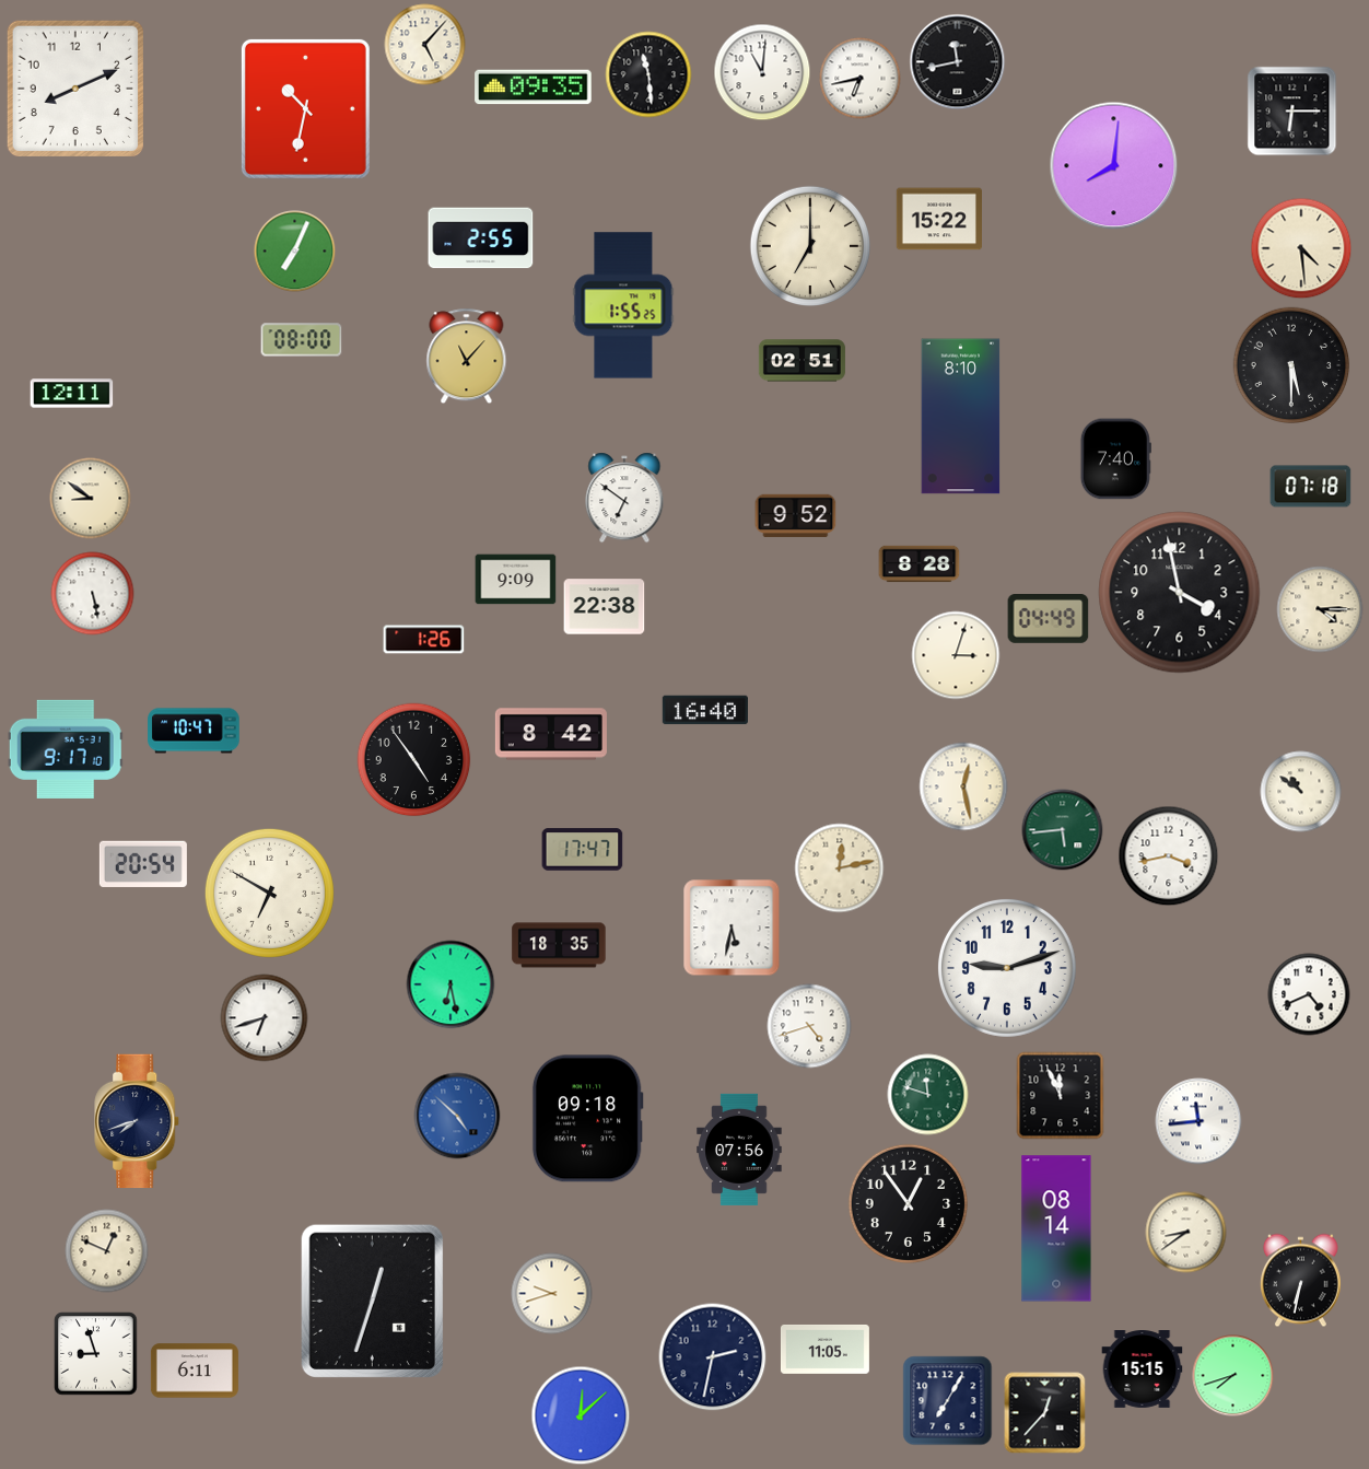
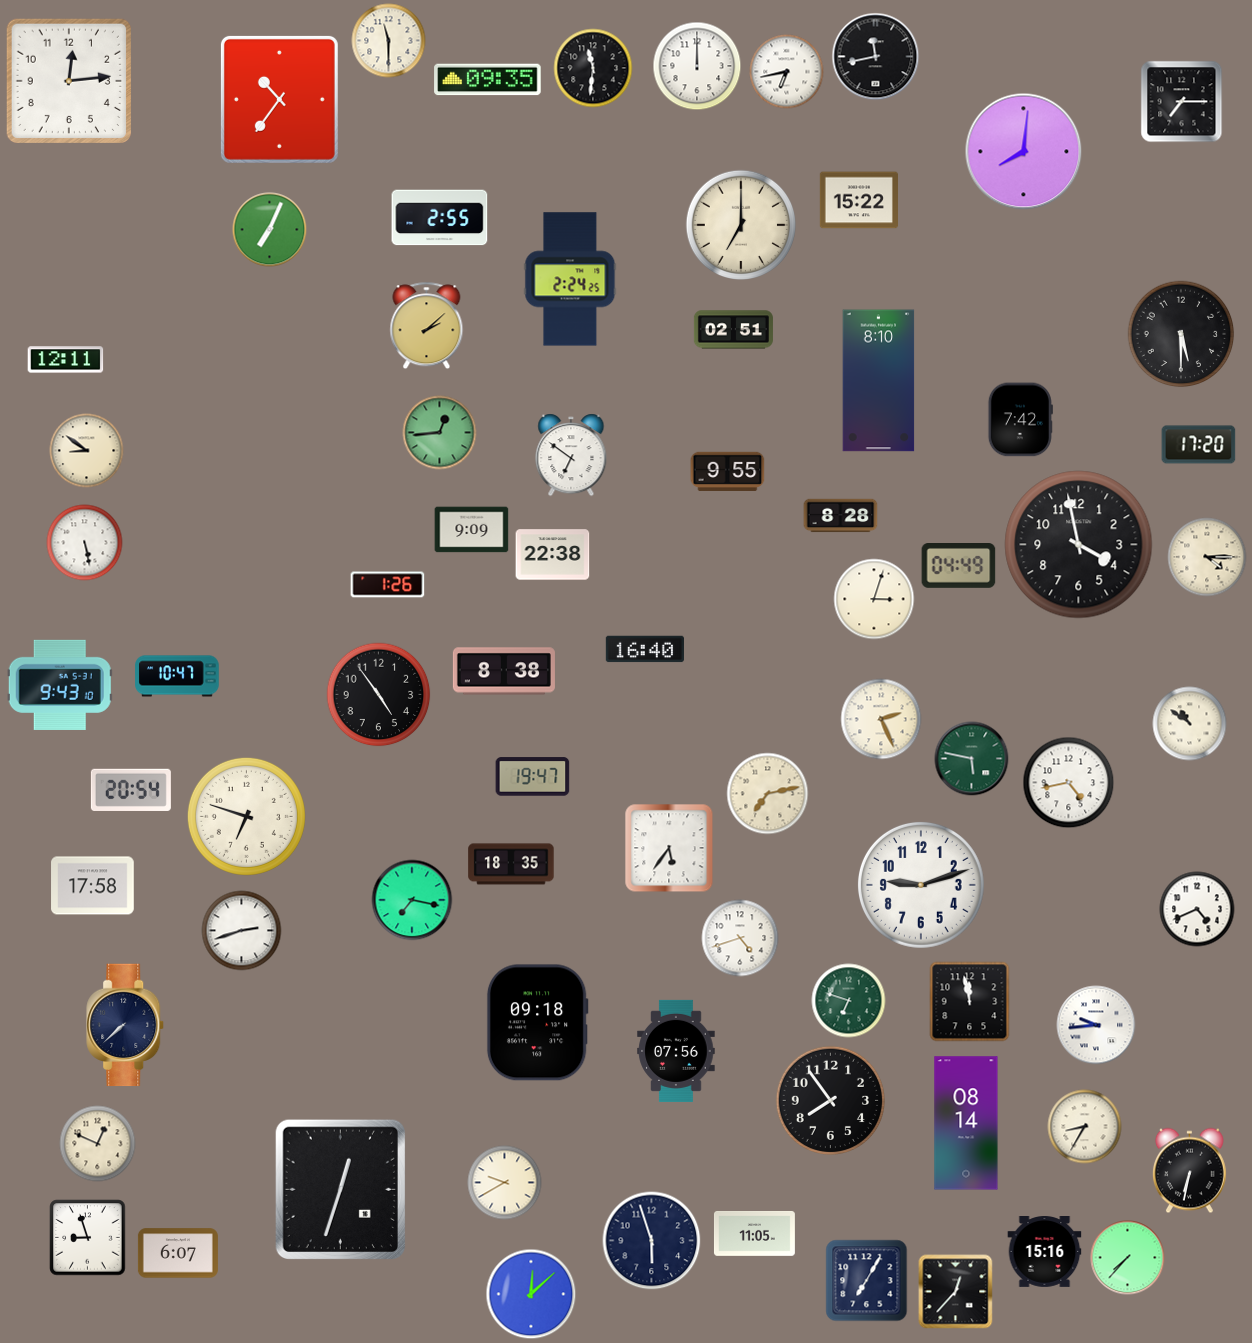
clock at (425, 45): 5:07 -> 11:30
clock at (762, 72): 11:01 -> 12:00
clock at (648, 74): 11:29 -> 11:31
clock at (75, 89): 8:11 -> 12:14
clock at (305, 108): 10:32 -> 10:36
clock at (1292, 112): 6:15 -> 7:15
clock at (1114, 166) position: (1114, 166) -> (1024, 152)
clock at (1301, 248): 4:29 -> none
clock at (623, 305): 1:55 -> 2:24
clock at (302, 340): 08:00 -> none
clock at (467, 357): 11:07 -> 2:08
clock at (1115, 459): 7:40 -> 7:42
clock at (440, 433): none -> 12:44
clock at (1311, 487): 07:18 -> 17:20
clock at (91, 499) position: (91, 499) -> (87, 451)
clock at (796, 515): 9:52 -> 9:55
clock at (1180, 593) position: (1180, 593) -> (1079, 545)
clock at (194, 731) position: (194, 731) -> (177, 676)
clock at (551, 734): 8:42 -> 8:38
clock at (66, 749): 9:17 -> 9:43
clock at (963, 786): 12:28 -> 2:26
clock at (1063, 830): 5:44 -> 5:47
clock at (583, 850): 17:47 -> 19:47
clock at (1169, 856): 3:43 -> 4:43
clock at (840, 868): 12:13 -> 7:13
clock at (269, 893): 6:50 -> 6:48
clock at (732, 928): 5:32 -> 5:36
clock at (93, 886): none -> 17:58
clock at (451, 984): 6:28 -> 7:17
clock at (265, 1018): 6:42 -> 2:42
clock at (928, 1095): 11:48 -> 6:48
clock at (1061, 1096): 11:56 -> 11:58
clock at (457, 1116): 4:52 -> none
clock at (138, 1121): 7:42 -> 7:38
clock at (1198, 1121): 11:44 -> 9:44
clock at (908, 1203): 12:54 -> 7:54
clock at (1186, 1233): 8:39 -> 8:35
clock at (552, 1294): 9:42 -> 9:40
clock at (713, 1357): 2:32 -> 5:57
clock at (1143, 1369): 15:15 -> 15:16
clock at (195, 1371): 6:11 -> 6:07
clock at (1233, 1376): 7:42 -> 7:37
